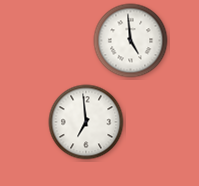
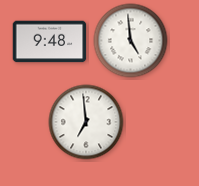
clock at (50, 42): none -> 9:48
